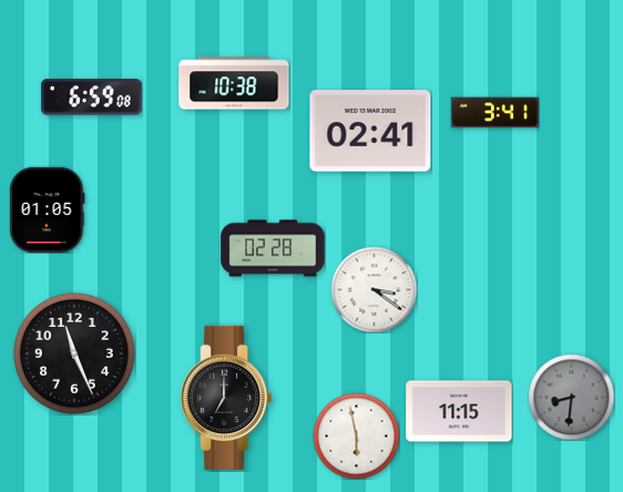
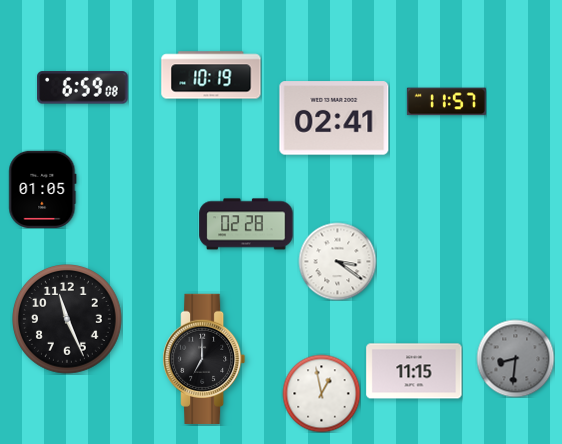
clock at (234, 83): 10:38 -> 10:19
clock at (494, 113): 3:41 -> 11:57
clock at (356, 435): 5:58 -> 12:58
